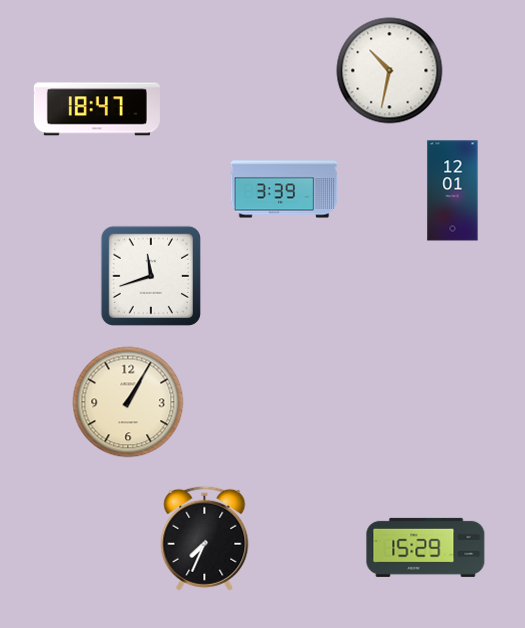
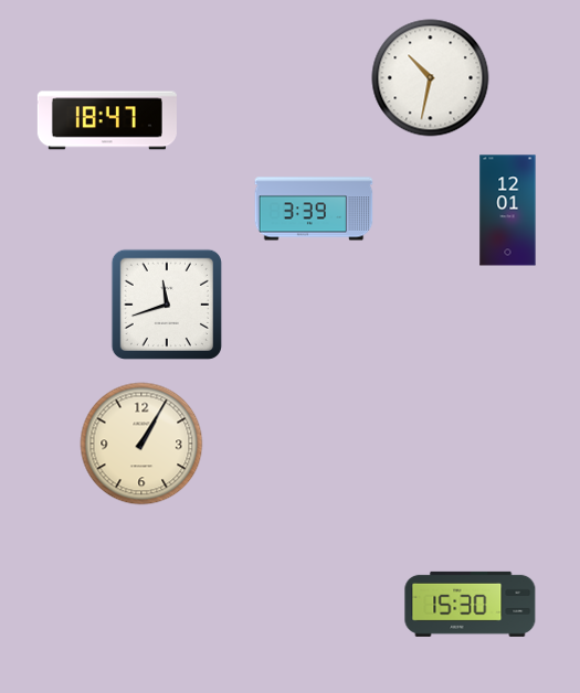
clock at (453, 191) position: (453, 191) -> (508, 211)
clock at (205, 538): 7:34 -> none
clock at (426, 547): 15:29 -> 15:30
